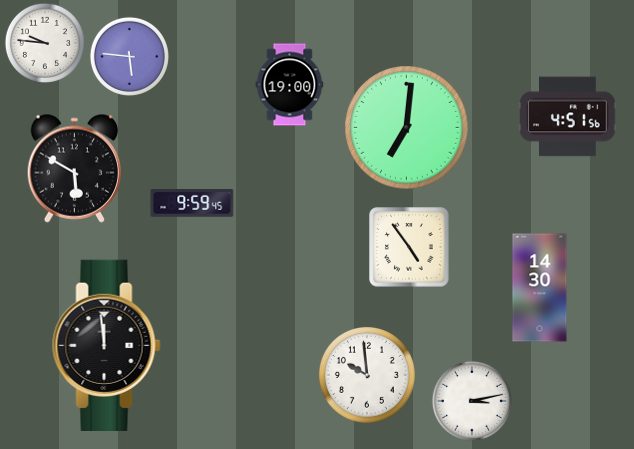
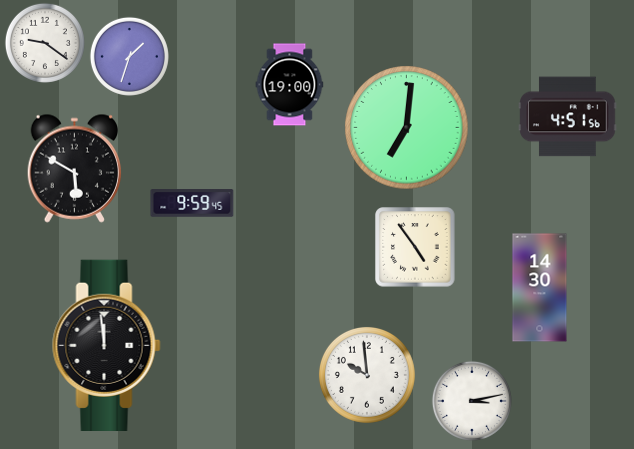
clock at (45, 43): 9:46 -> 9:21
clock at (129, 56): 5:46 -> 1:33
clock at (409, 247) position: (409, 247) -> (415, 247)
